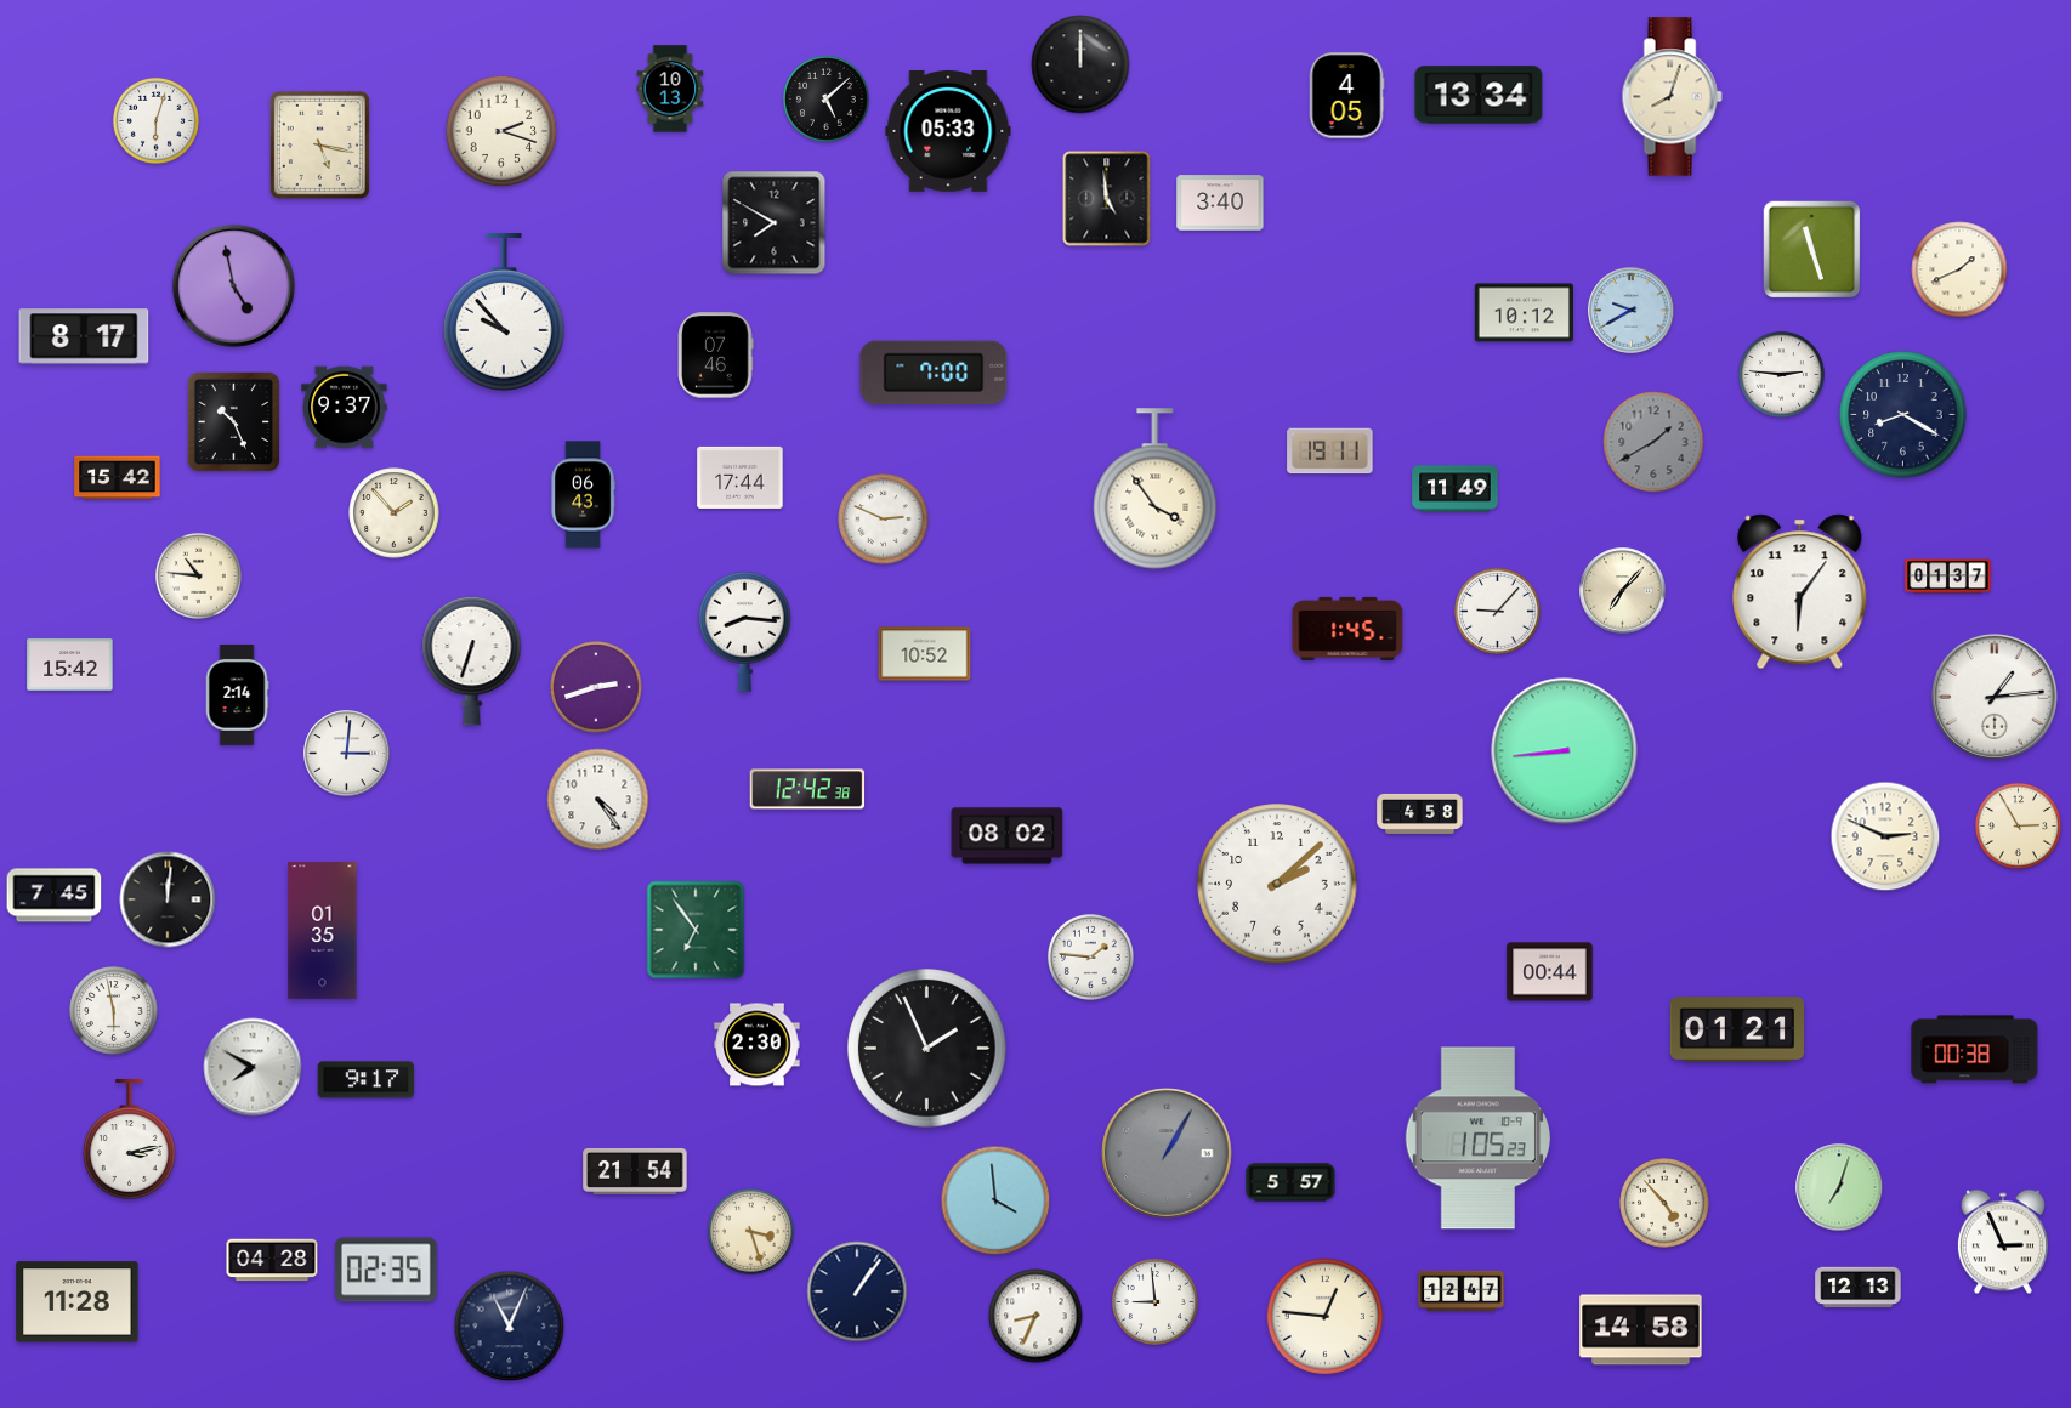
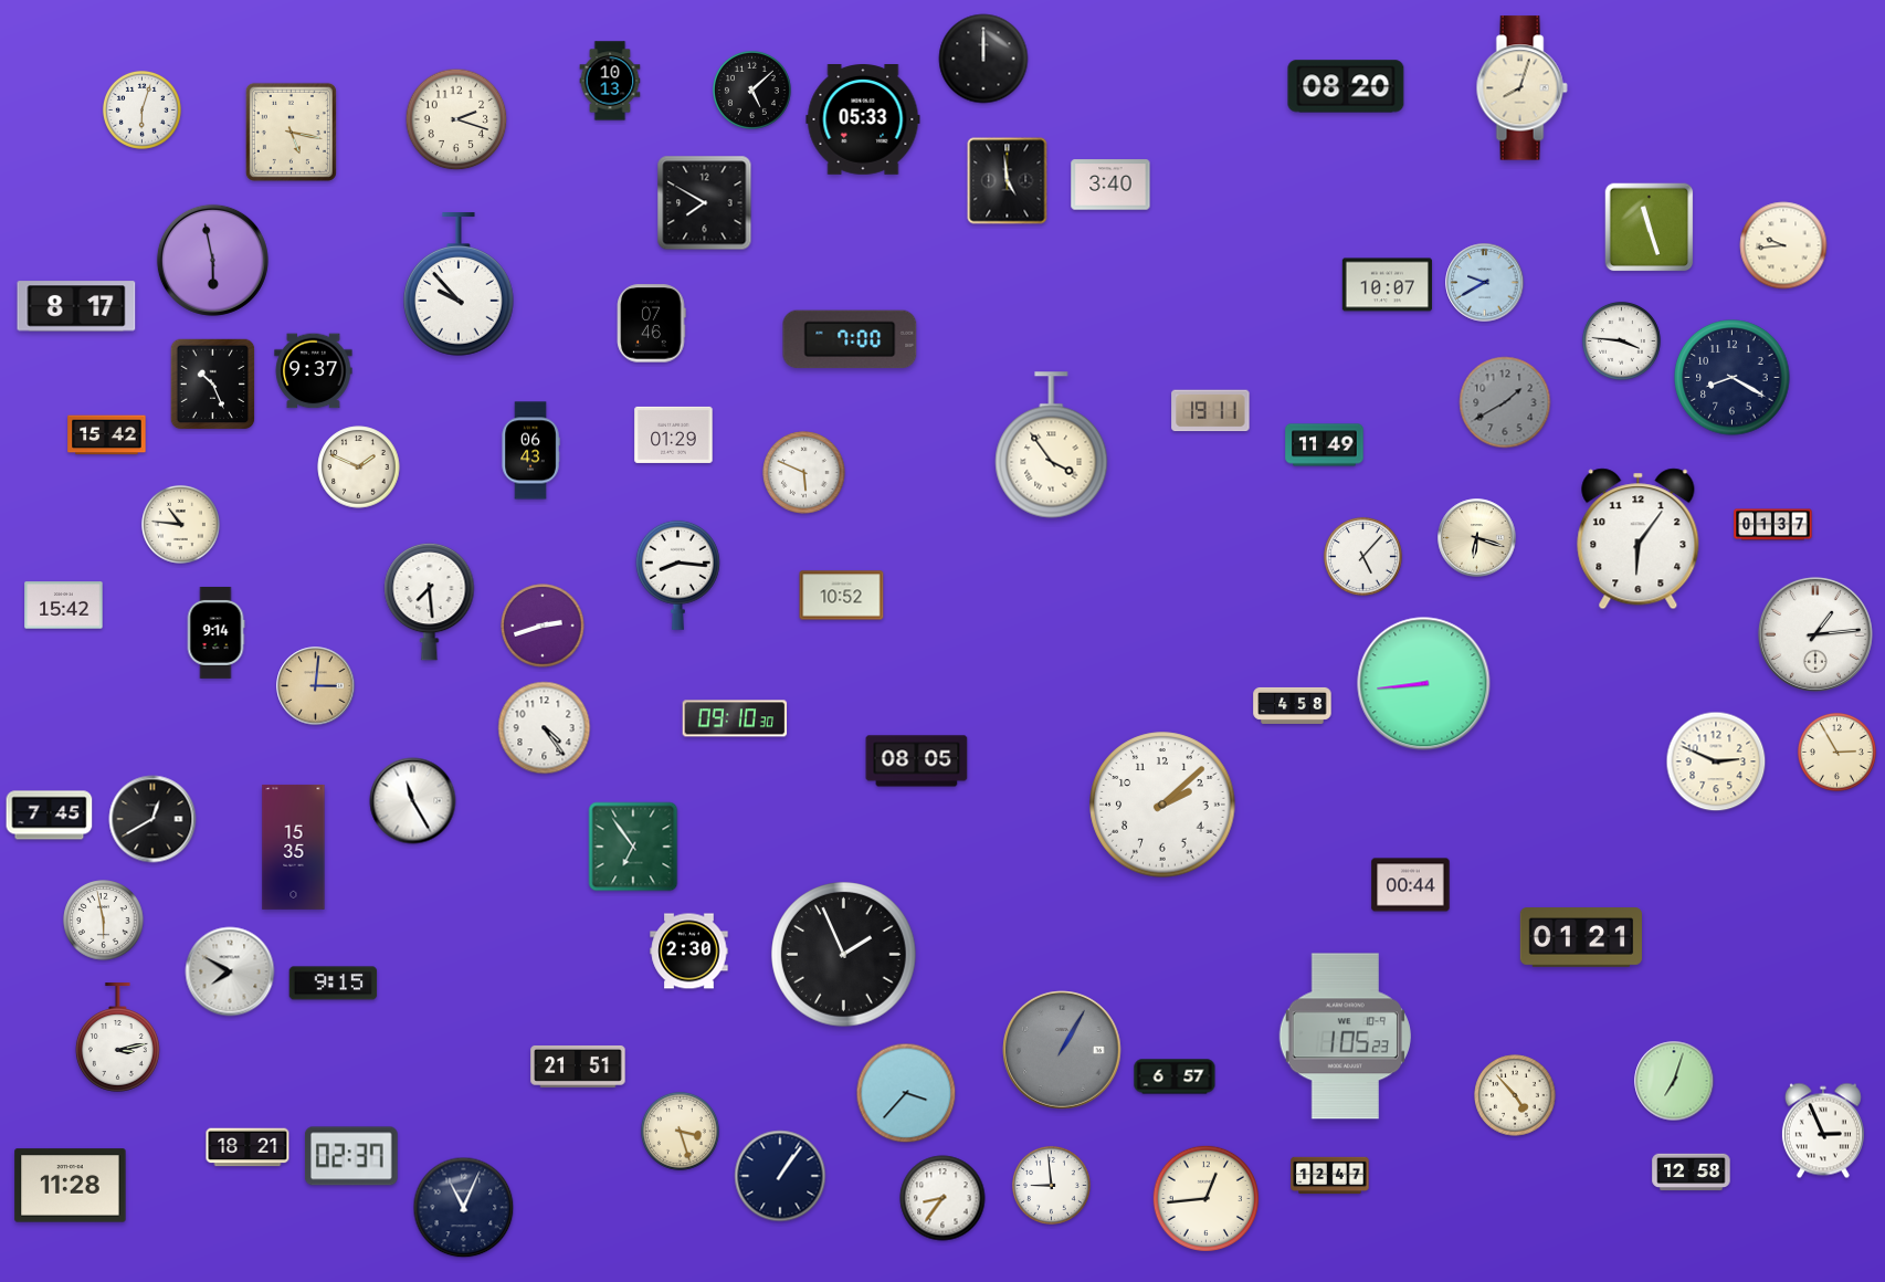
clock at (1479, 95): 13:34 -> 08:20
clock at (1346, 96): 4:05 -> none
clock at (1959, 269): 1:41 -> 9:44
clock at (233, 285): 4:58 -> 5:58
clock at (1524, 313): 10:12 -> 10:07
clock at (1781, 374): 2:46 -> 3:46
clock at (741, 477): 17:44 -> 01:29
clock at (395, 513): 1:53 -> 1:49
clock at (884, 520): 2:49 -> 5:49
clock at (1623, 591): 7:07 -> 6:18
clock at (1497, 611): 9:07 -> 5:07
clock at (1347, 629): 1:45 -> none
clock at (472, 660): 6:33 -> 7:29
clock at (237, 694): 2:14 -> 9:14
clock at (347, 754) dial: white -> champagne
clock at (807, 789): 12:42 -> 09:10
clock at (1420, 813) position: (1420, 813) -> (1293, 705)
clock at (1008, 836): 08:02 -> 08:05
clock at (413, 801): none -> 11:25
clock at (168, 899): 12:01 -> 12:40
clock at (323, 930): 01:35 -> 15:35
clock at (1090, 956): 1:46 -> none
clock at (1975, 1050): 00:38 -> none
clock at (367, 1080): 9:17 -> 9:15
clock at (635, 1171): 21:54 -> 21:51
clock at (1290, 1182): 5:57 -> 6:57
clock at (995, 1200): 3:59 -> 3:37
clock at (750, 1231) position: (750, 1231) -> (680, 1131)
clock at (272, 1260): 04:28 -> 18:21
clock at (386, 1270): 02:35 -> 02:37
clock at (1859, 1288): 12:13 -> 12:58
clock at (1035, 1316): 8:34 -> 8:36
clock at (1324, 1316): 12:46 -> 12:44
clock at (1641, 1330): 14:58 -> none
